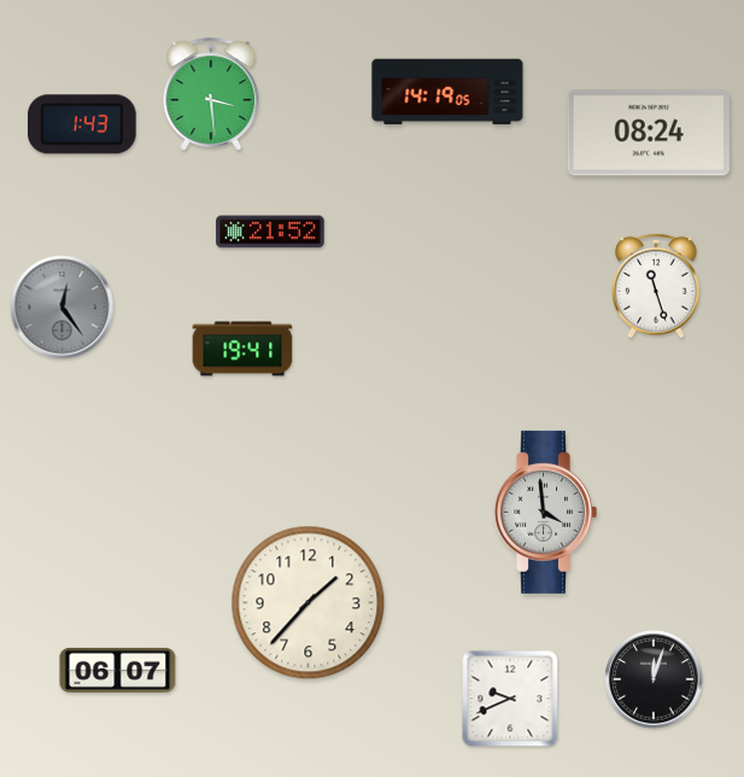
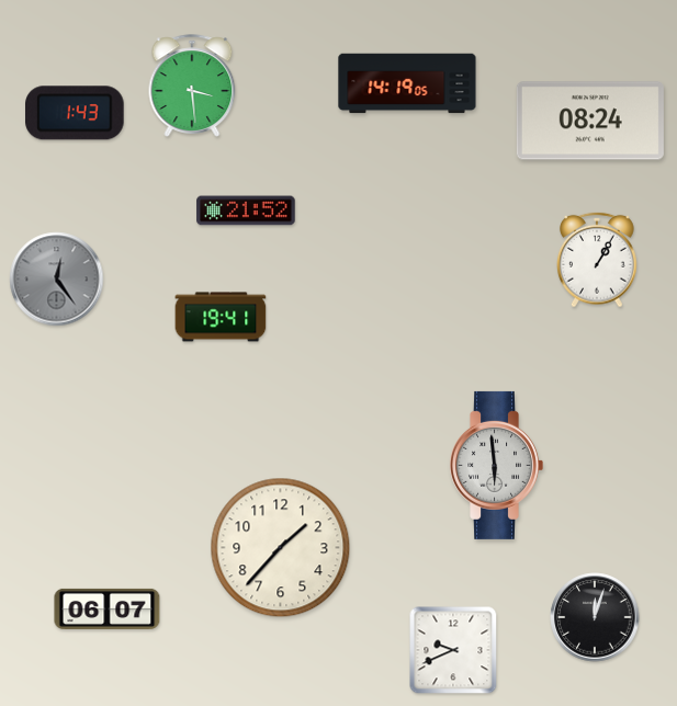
clock at (657, 286): 11:27 -> 1:05
clock at (545, 512): 3:59 -> 5:59
clock at (510, 699) position: (510, 699) -> (453, 650)
